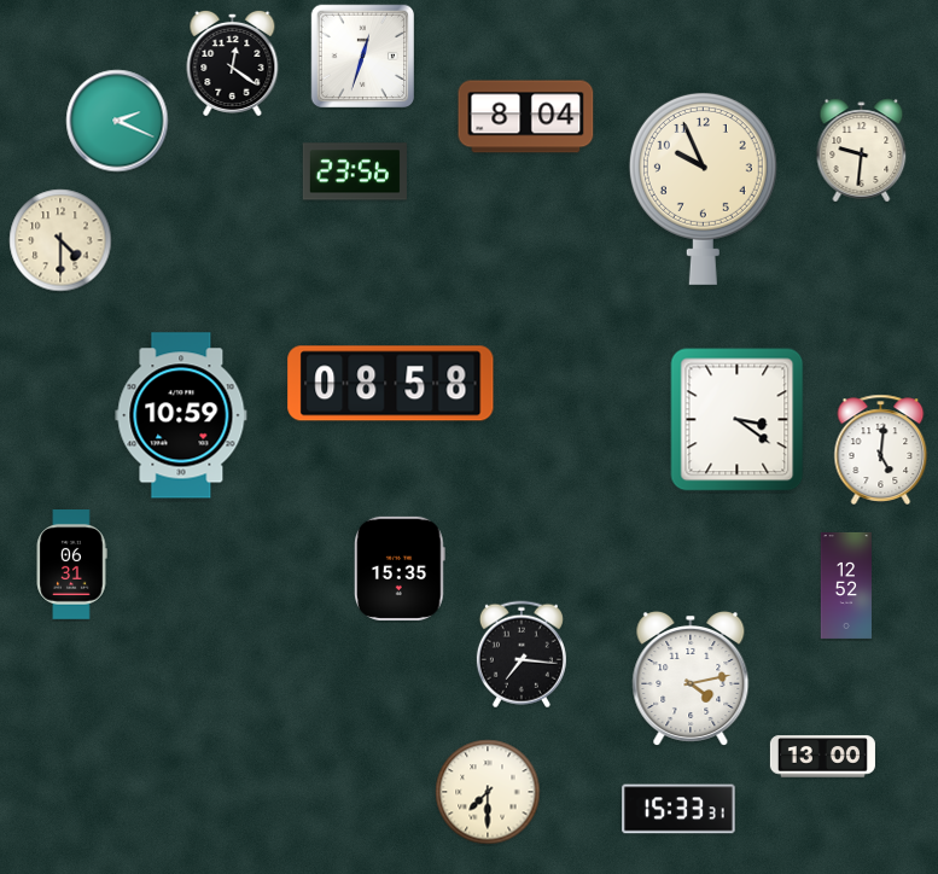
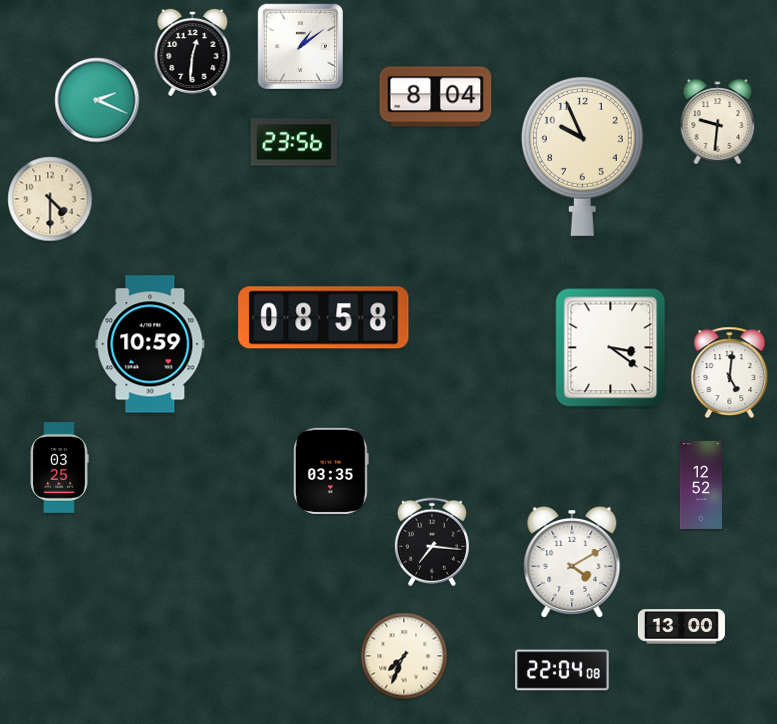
clock at (363, 57): 12:33 -> 1:09
clock at (233, 63): 12:21 -> 12:31
clock at (862, 151) position: (862, 151) -> (718, 122)
clock at (71, 565): 06:31 -> 03:25
clock at (400, 569): 15:35 -> 03:35
clock at (691, 678): 4:13 -> 4:10
clock at (488, 792): 7:30 -> 7:34
clock at (678, 809): 15:33 -> 22:04
